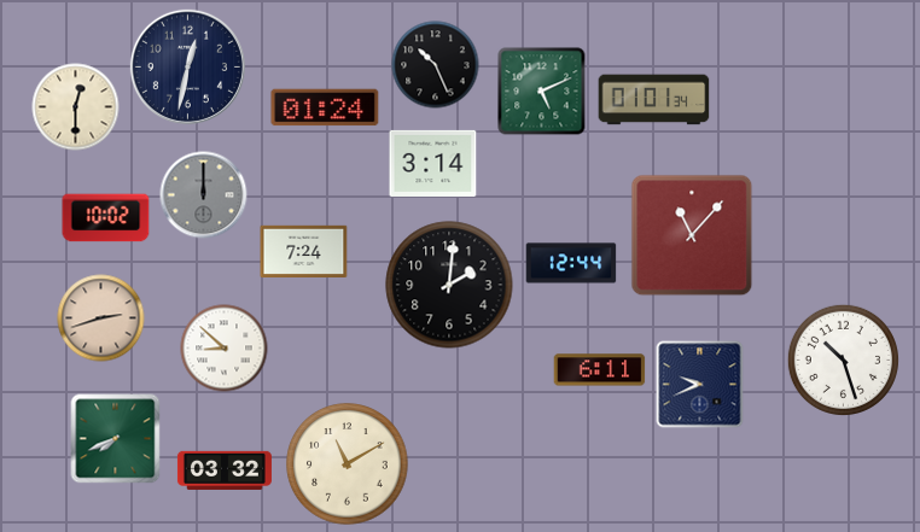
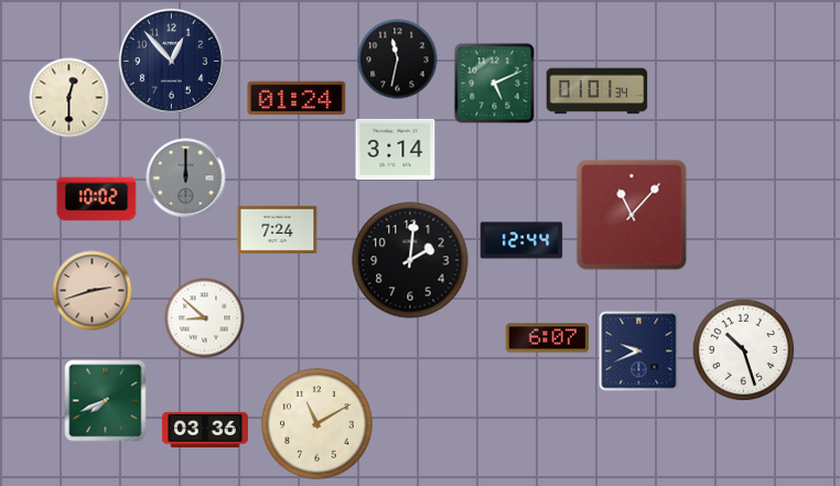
clock at (436, 65): 10:26 -> 11:32
clock at (187, 66): 12:32 -> 12:53
clock at (843, 359) position: (843, 359) -> (743, 349)
clock at (600, 370): 6:11 -> 6:07
clock at (225, 470): 03:32 -> 03:36
